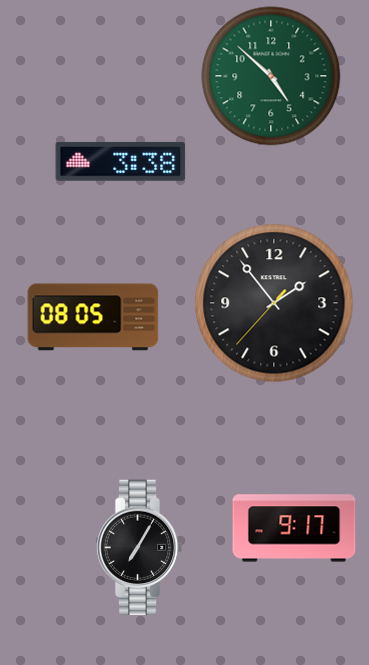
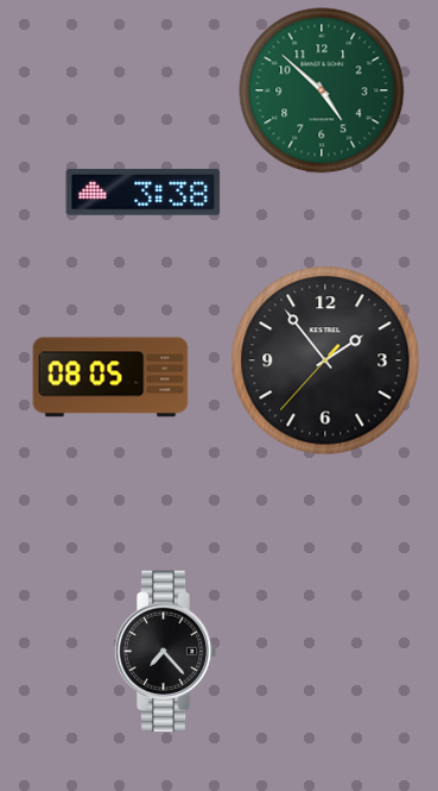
clock at (294, 528): 9:17 -> none
clock at (139, 548): 7:05 -> 7:23
